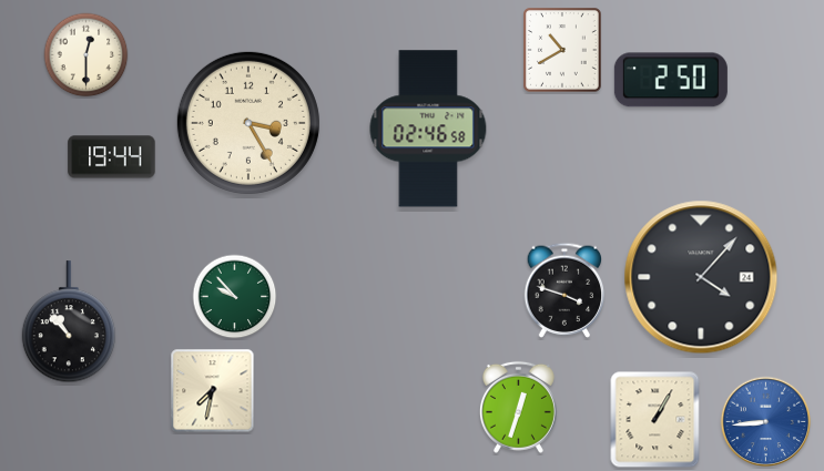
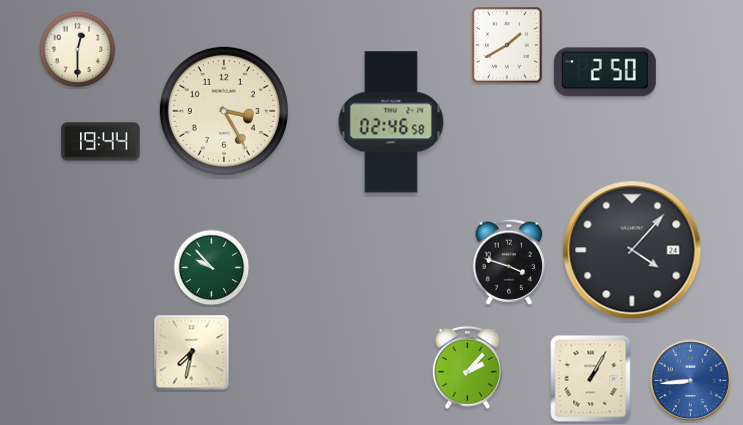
clock at (562, 50): 10:40 -> 1:40
clock at (428, 129) position: (428, 129) -> (391, 122)
clock at (69, 322): 10:53 -> none
clock at (518, 407): 12:33 -> 2:07
